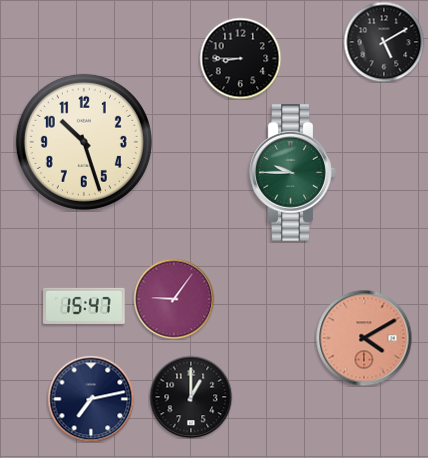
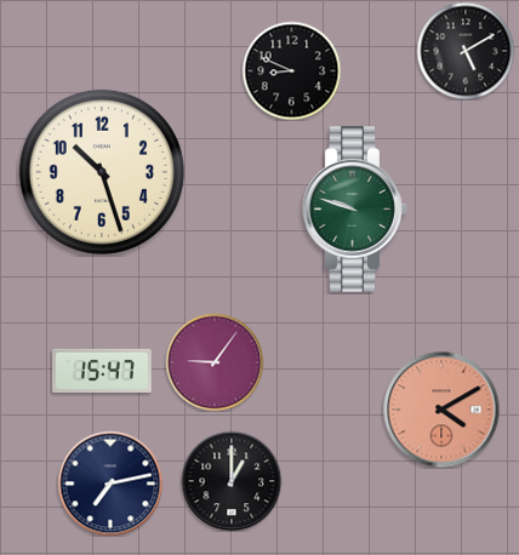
clock at (240, 58): 8:45 -> 8:49
clock at (293, 173): 9:45 -> 9:48
clock at (174, 299) position: (174, 299) -> (215, 362)
